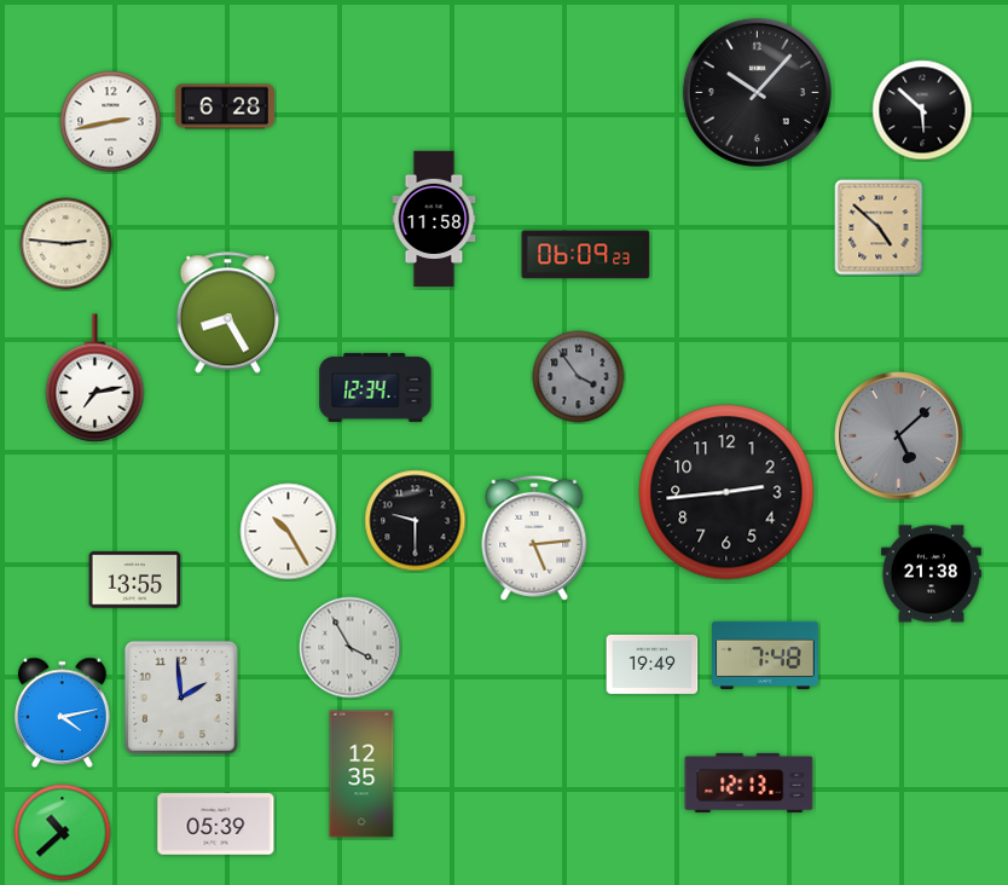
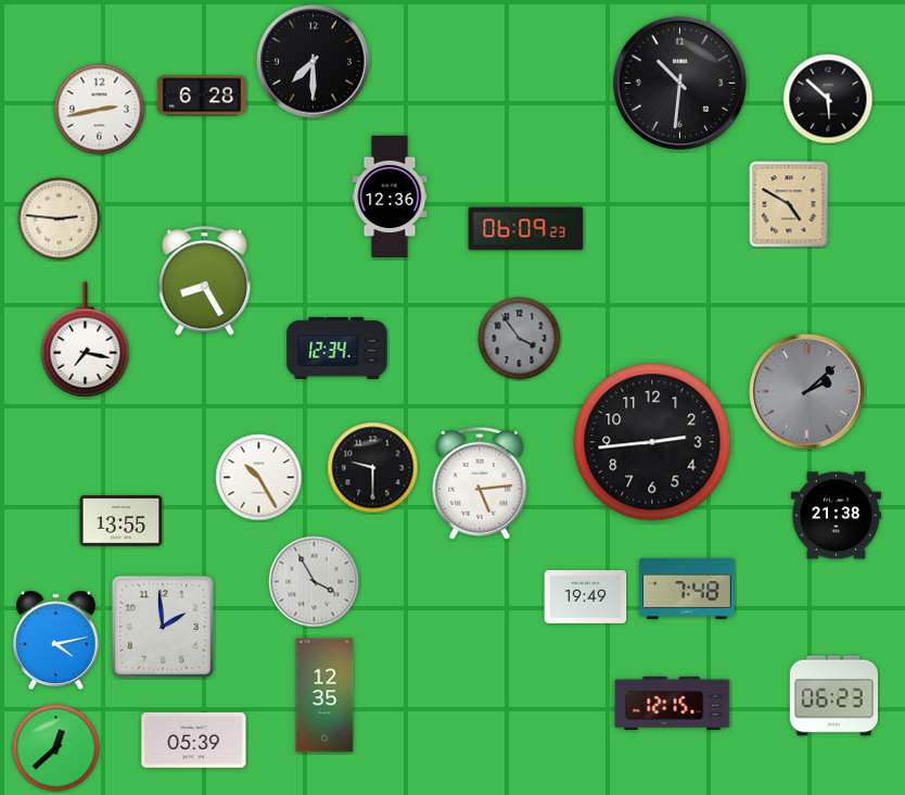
clock at (314, 62): none -> 7:30
clock at (757, 92): 10:07 -> 10:31
clock at (434, 219): 11:58 -> 12:36
clock at (879, 227): 4:52 -> 4:50
clock at (95, 378): 7:13 -> 7:17
clock at (899, 436): 5:08 -> 2:08
clock at (833, 696): none -> 06:23
clock at (749, 782): 12:13 -> 12:15
clock at (63, 833): 10:38 -> 12:38
